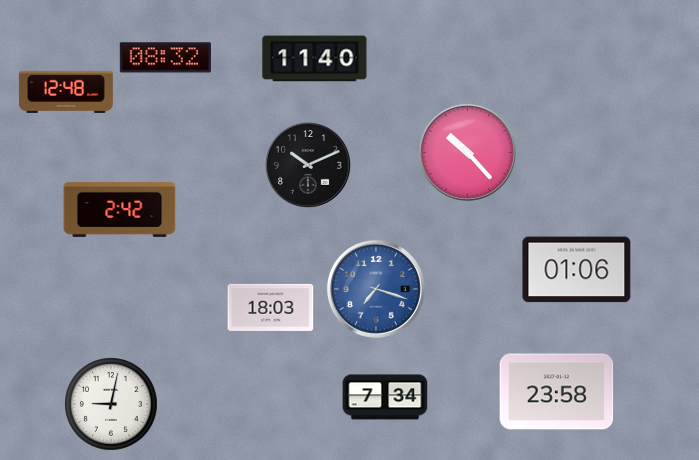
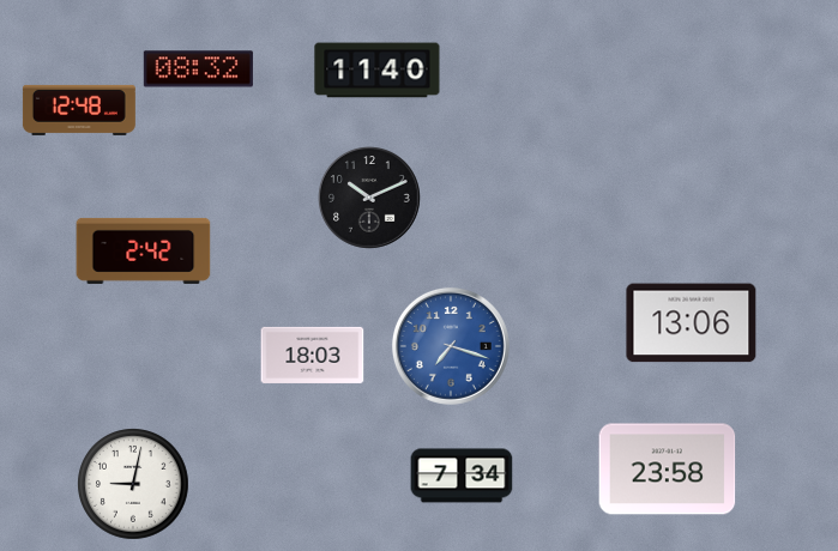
clock at (467, 152): 10:23 -> none
clock at (577, 270): 01:06 -> 13:06
clock at (271, 307) position: (271, 307) -> (313, 355)
